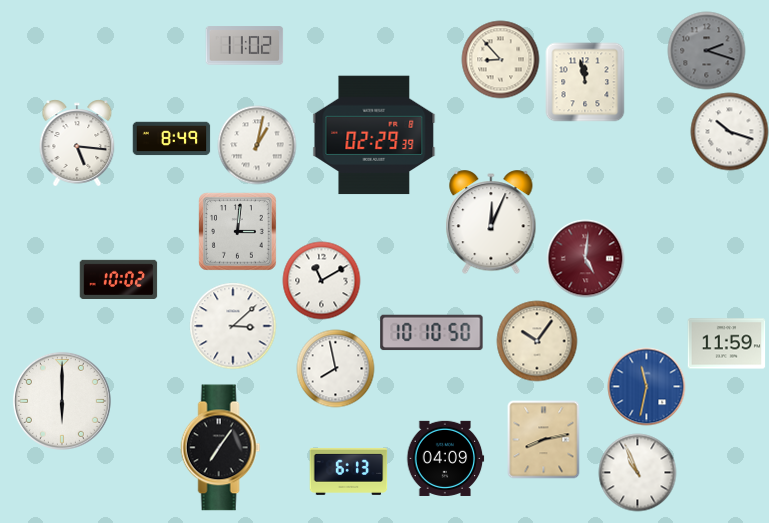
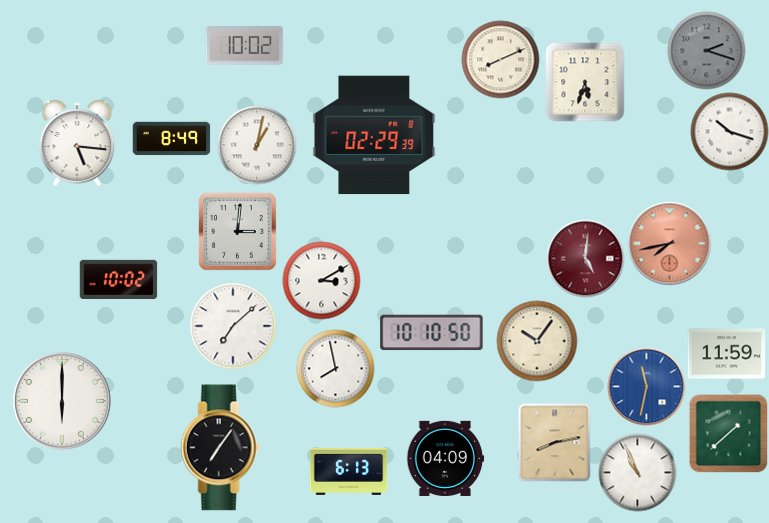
clock at (244, 46): 11:02 -> 10:02
clock at (500, 59): 8:53 -> 8:11
clock at (585, 82): 11:58 -> 5:33
clock at (491, 222): 12:04 -> none
clock at (669, 243): none -> 7:43
clock at (321, 280): 11:10 -> 3:10
clock at (233, 326): 3:08 -> 7:08
clock at (726, 344) position: (726, 344) -> (726, 354)
clock at (728, 433): none -> 1:38
clock at (544, 439) position: (544, 439) -> (555, 442)
